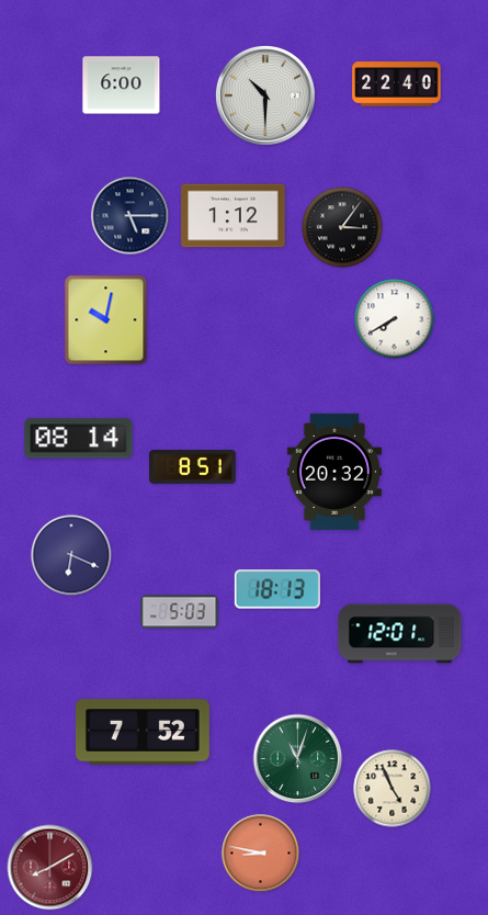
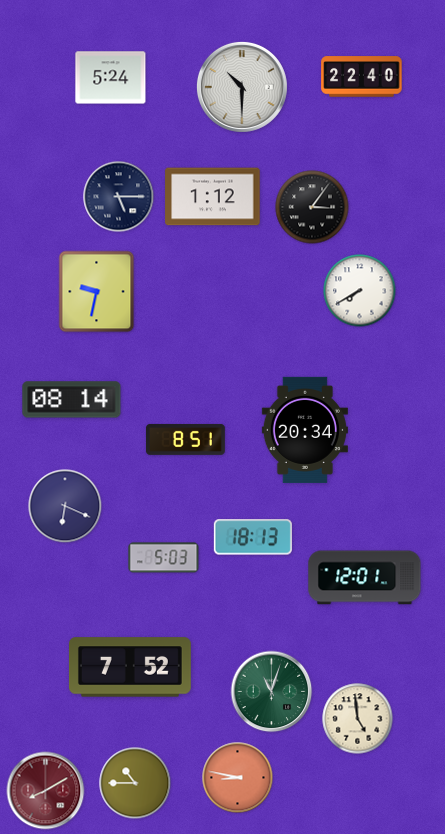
clock at (122, 86): 6:00 -> 5:24
clock at (106, 320): 10:02 -> 9:32
clock at (192, 466) position: (192, 466) -> (185, 439)
clock at (334, 472): 20:32 -> 20:34
clock at (393, 789): 4:56 -> 4:59
clock at (135, 783): none -> 10:45
